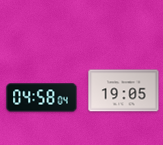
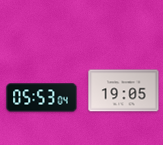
clock at (42, 98): 04:58 -> 05:53
